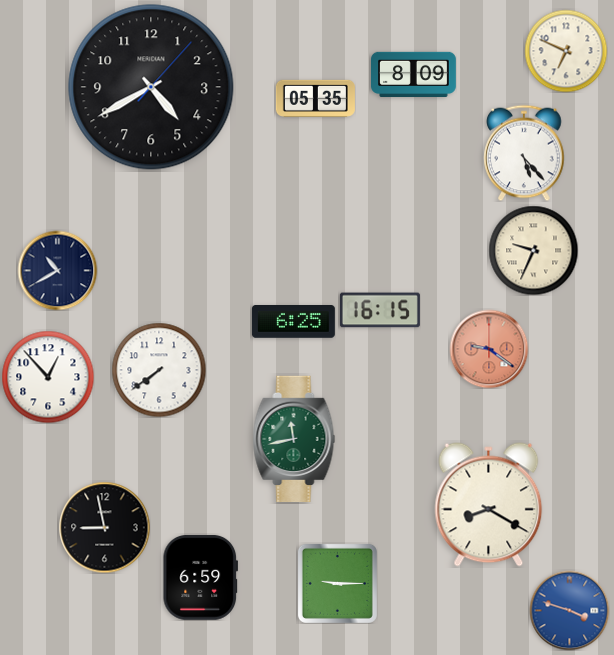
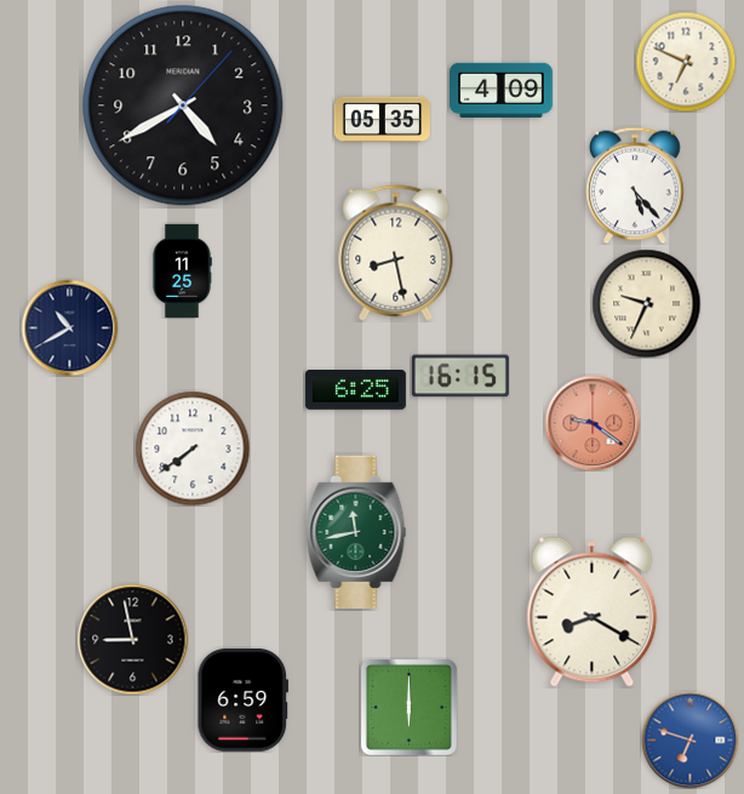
clock at (414, 75): 8:09 -> 4:09
clock at (396, 253): none -> 8:28
clock at (182, 270): none -> 11:25
clock at (48, 377): 12:53 -> none
clock at (104, 527) position: (104, 527) -> (132, 639)
clock at (337, 583): 9:15 -> 6:00
clock at (569, 610): 3:48 -> 6:48
